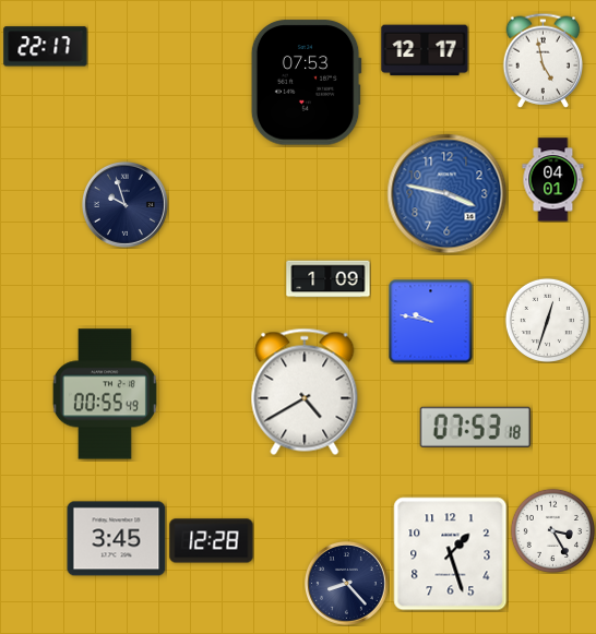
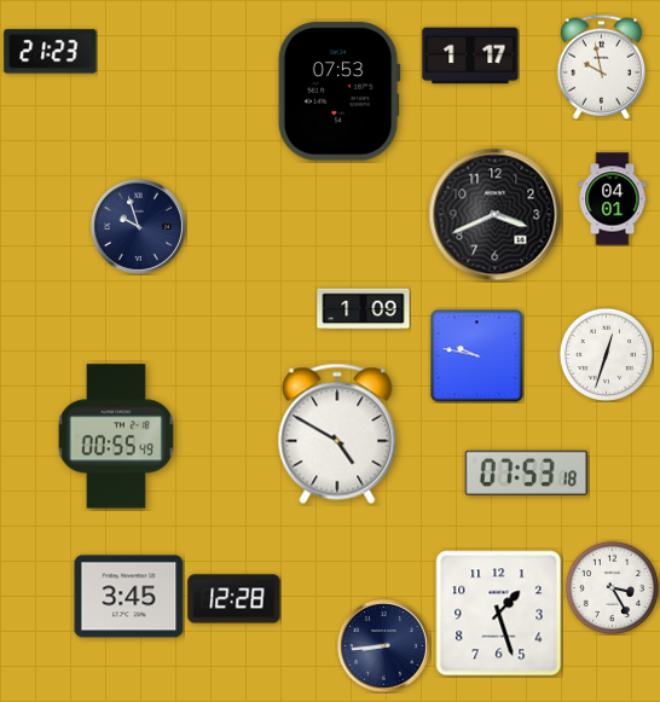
clock at (46, 47): 22:17 -> 21:23
clock at (425, 50): 12:17 -> 1:17
clock at (544, 60): 4:58 -> 9:58
clock at (448, 194): 3:47 -> 3:41
clock at (448, 194) dial: blue -> black
clock at (305, 392): 4:40 -> 4:50
clock at (347, 584): 8:23 -> 8:44
